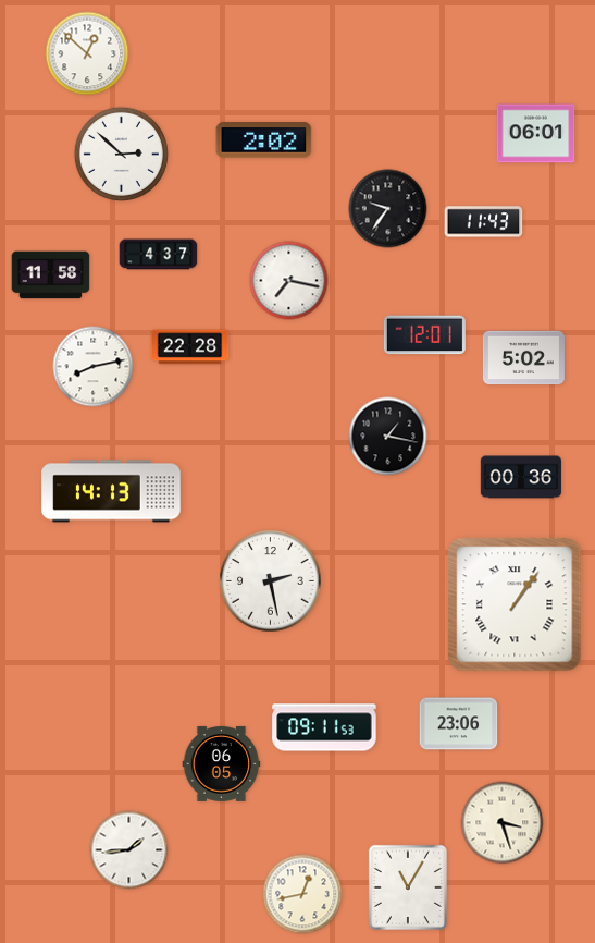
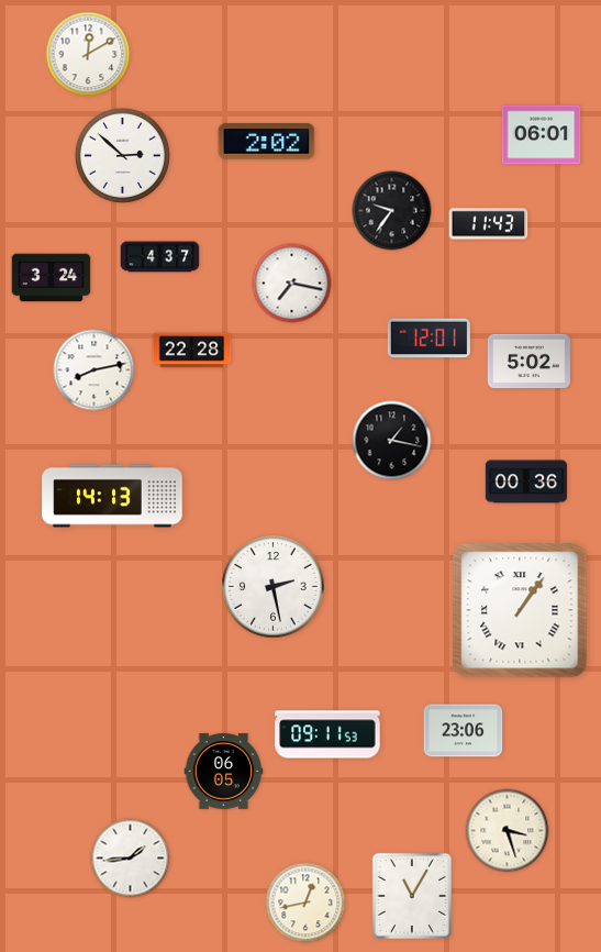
clock at (87, 53): 12:52 -> 12:10
clock at (51, 275): 11:58 -> 3:24
